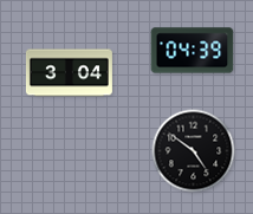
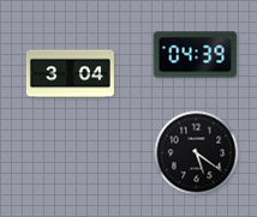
clock at (193, 51) position: (193, 51) -> (196, 55)
clock at (194, 151): 4:51 -> 5:21
